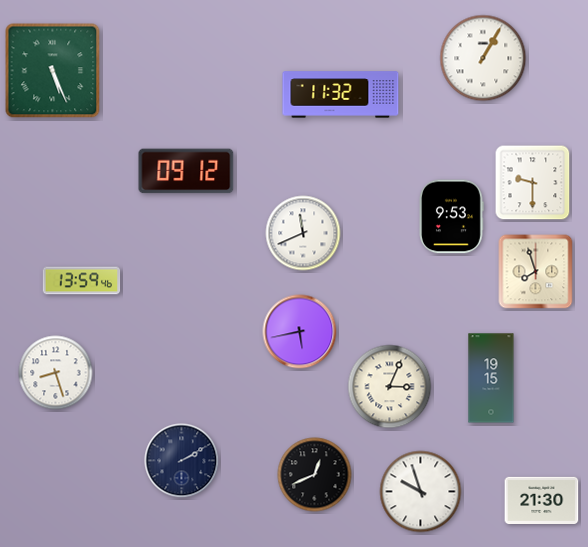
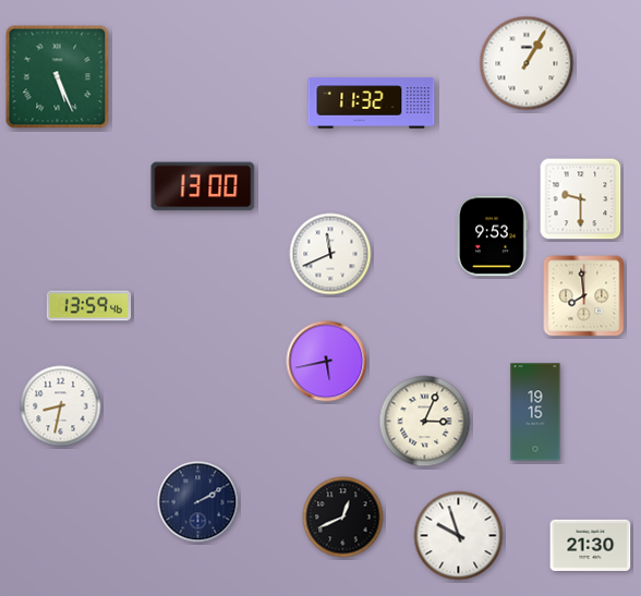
clock at (186, 171): 09:12 -> 13:00
clock at (536, 272): 7:57 -> 7:59
clock at (56, 373): 8:27 -> 8:32
